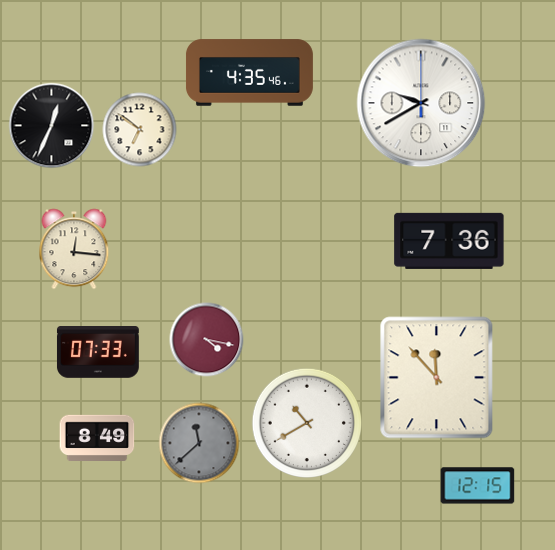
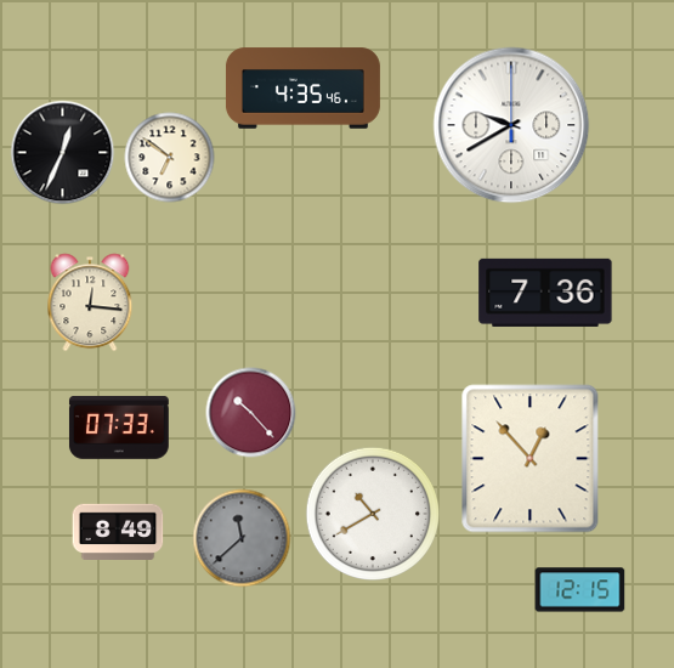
clock at (207, 340): 4:17 -> 10:23
clock at (437, 378): 11:53 -> 12:53
